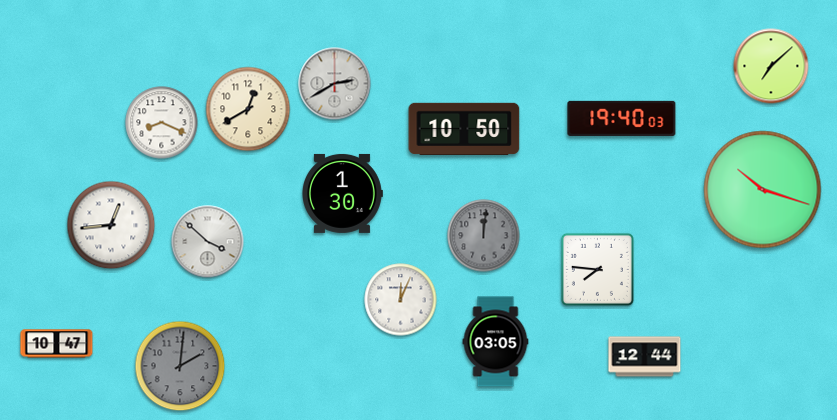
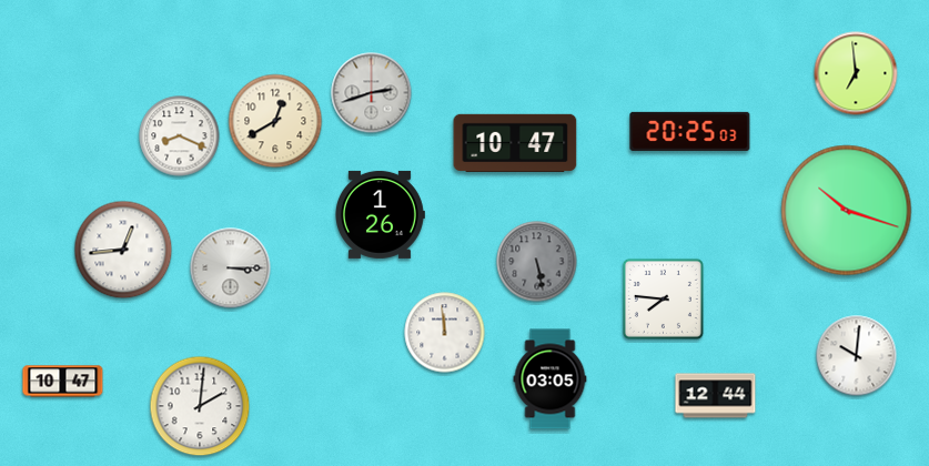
clock at (771, 66): 7:08 -> 6:59
clock at (335, 84): 2:40 -> 2:42
clock at (622, 118): 19:40 -> 20:25
clock at (464, 129): 10:50 -> 10:47
clock at (343, 193): 1:30 -> 1:26
clock at (484, 236): 12:01 -> 5:28
clock at (208, 242): 3:52 -> 3:15
clock at (401, 300): 12:04 -> 11:59
clock at (857, 356): none -> 10:01
clock at (180, 366) dial: grey -> white
